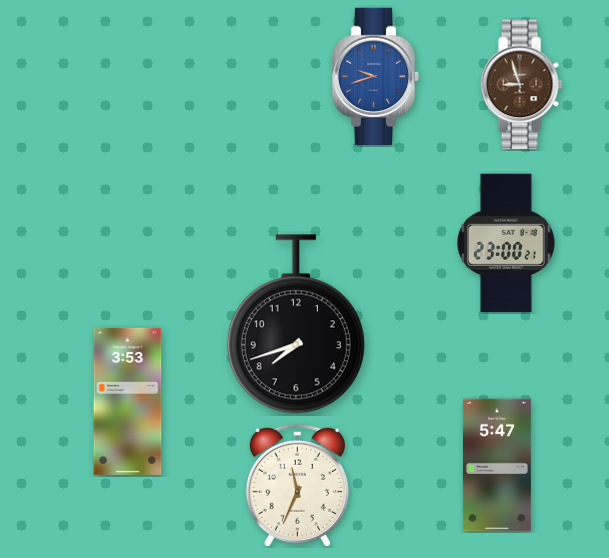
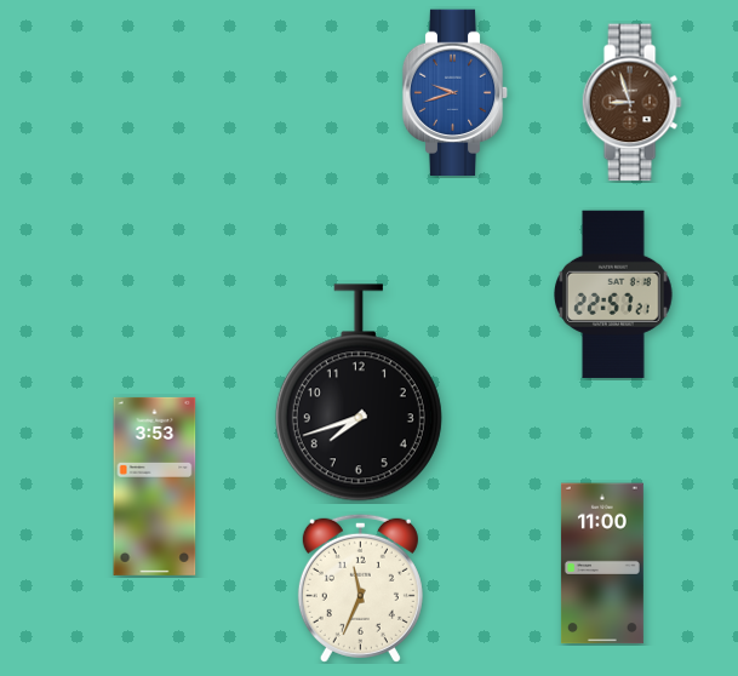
clock at (507, 243): 23:00 -> 22:57
clock at (497, 465): 5:47 -> 11:00
